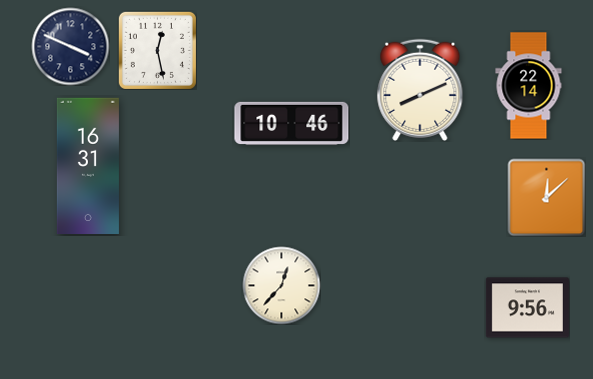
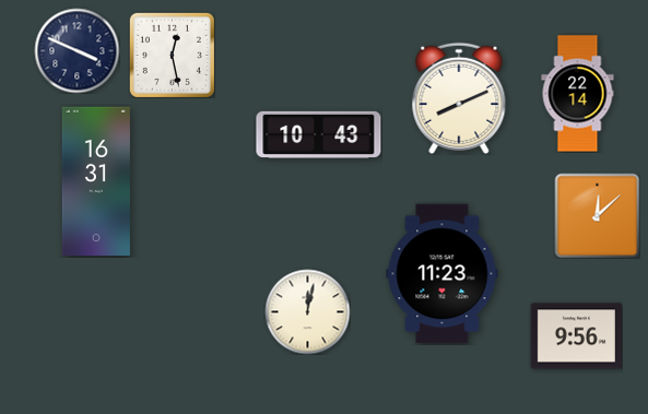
clock at (292, 123): 10:46 -> 10:43
clock at (443, 274): none -> 11:23
clock at (281, 285): 12:37 -> 12:02
